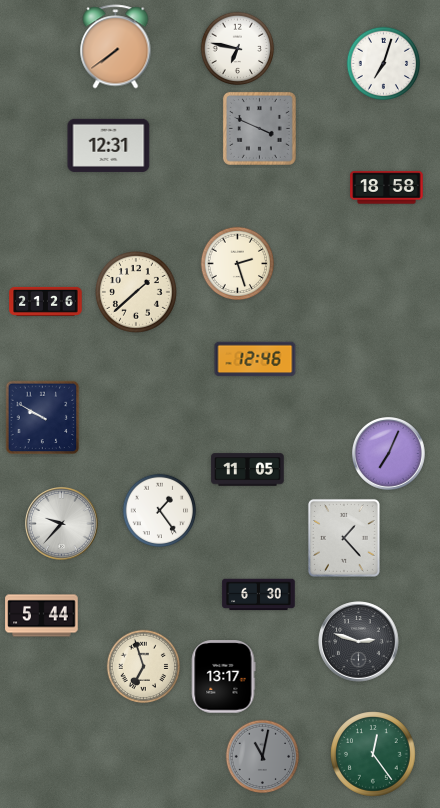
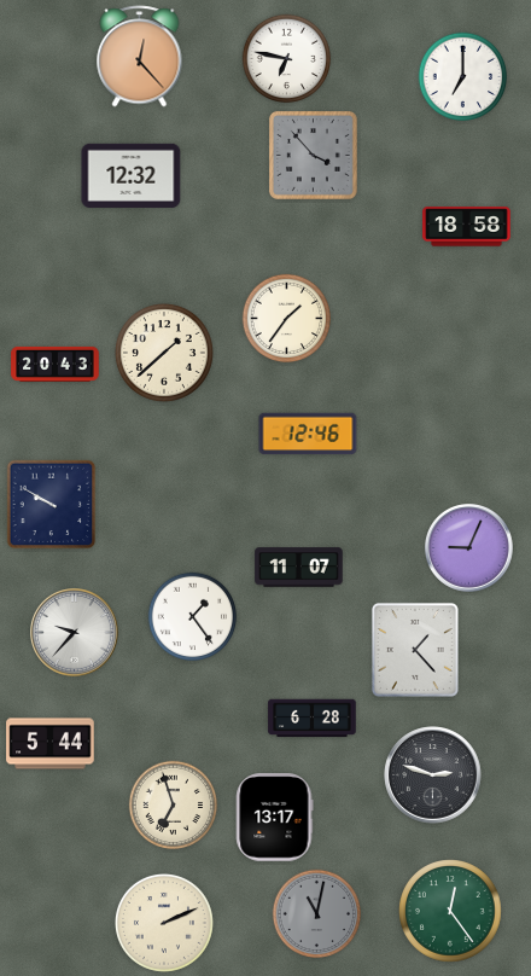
clock at (116, 47): 7:39 -> 12:23
clock at (384, 64): 7:03 -> 7:00
clock at (259, 128): 3:49 -> 3:53
clock at (109, 145): 12:31 -> 12:32
clock at (238, 264): 2:27 -> 1:36
clock at (46, 301): 21:26 -> 20:43
clock at (389, 454): 7:04 -> 9:04
clock at (248, 470): 11:05 -> 11:07
clock at (259, 595): 6:30 -> 6:28
clock at (224, 677) position: (224, 677) -> (275, 818)
clock at (164, 923): none -> 2:11
